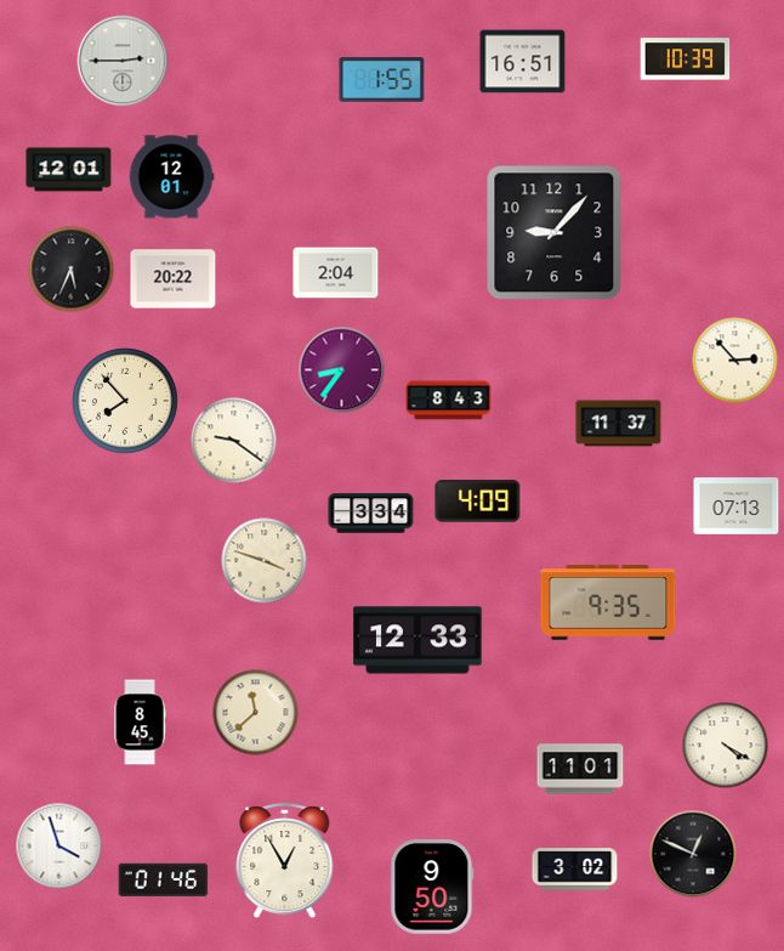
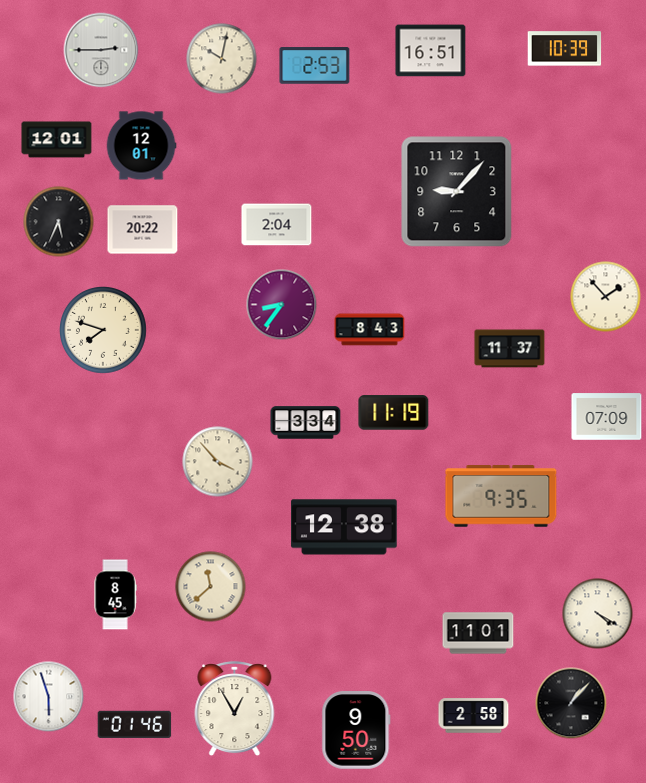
clock at (222, 59): none -> 10:02
clock at (382, 80): 1:55 -> 2:53
clock at (735, 361): 2:53 -> 1:53
clock at (126, 402): 7:53 -> 7:48
clock at (234, 441): 9:21 -> none
clock at (478, 502): 4:09 -> 11:19
clock at (737, 506): 07:13 -> 07:09
clock at (265, 561): 3:48 -> 3:53
clock at (417, 640): 12:33 -> 12:38
clock at (59, 847): 3:57 -> 5:57
clock at (693, 854): 12:49 -> 1:07
clock at (575, 870): 3:02 -> 2:58
